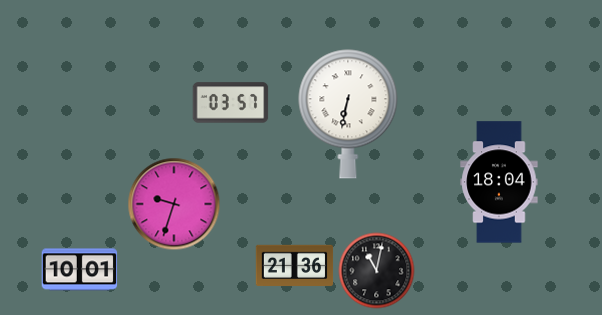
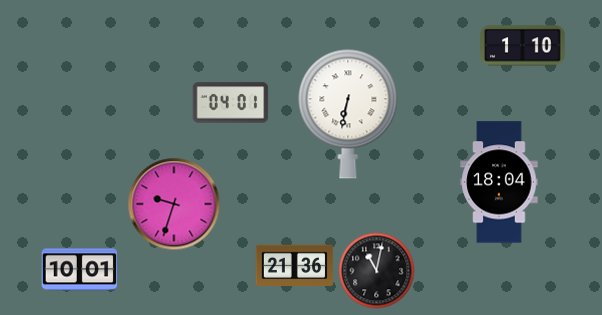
clock at (523, 46): none -> 1:10
clock at (231, 103): 03:57 -> 04:01
